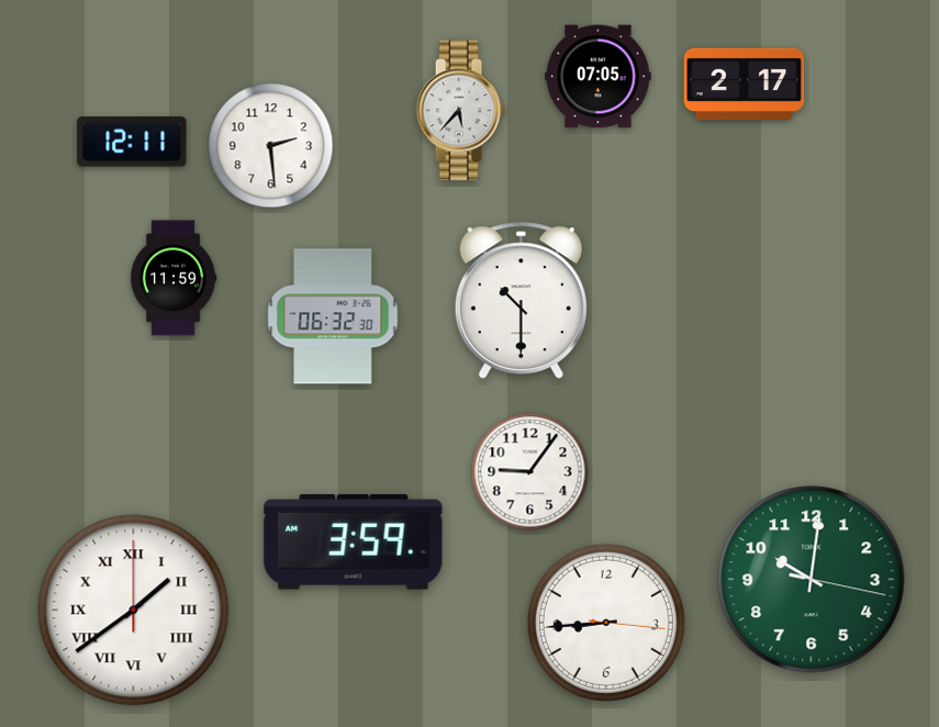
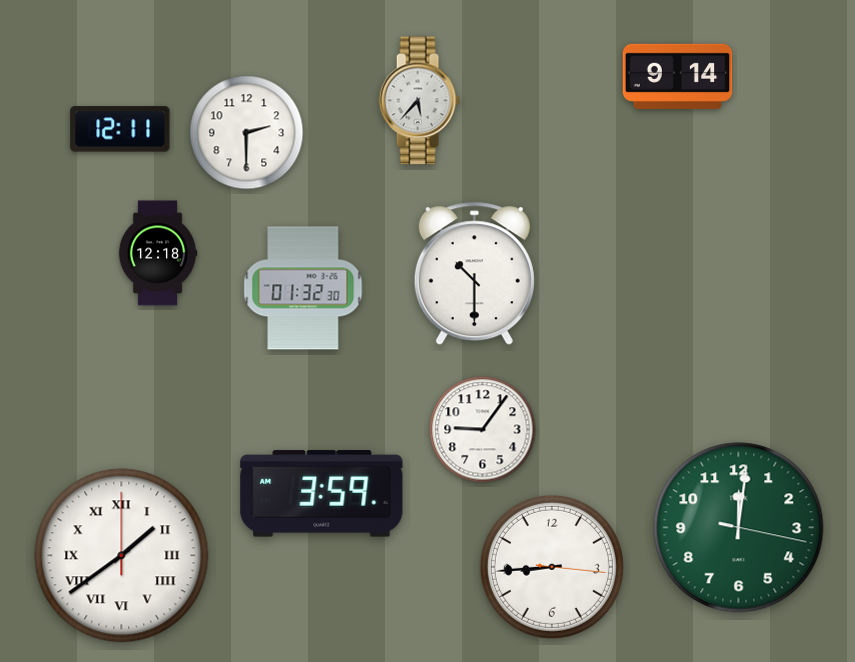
clock at (599, 77): 07:05 -> none
clock at (745, 83): 2:17 -> 9:14
clock at (271, 146): 2:29 -> 2:30
clock at (174, 278): 11:59 -> 12:18
clock at (333, 316): 06:32 -> 01:32
clock at (812, 580): 10:01 -> 12:01
